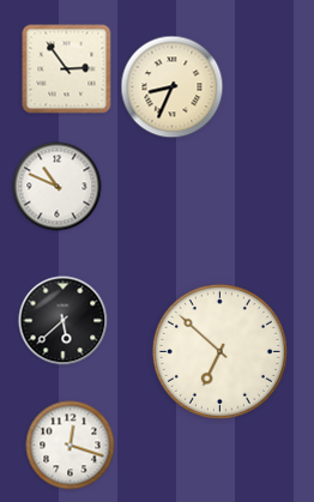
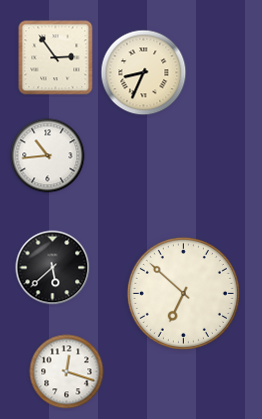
clock at (58, 187): 10:49 -> 10:44
clock at (71, 446) position: (71, 446) -> (67, 372)
